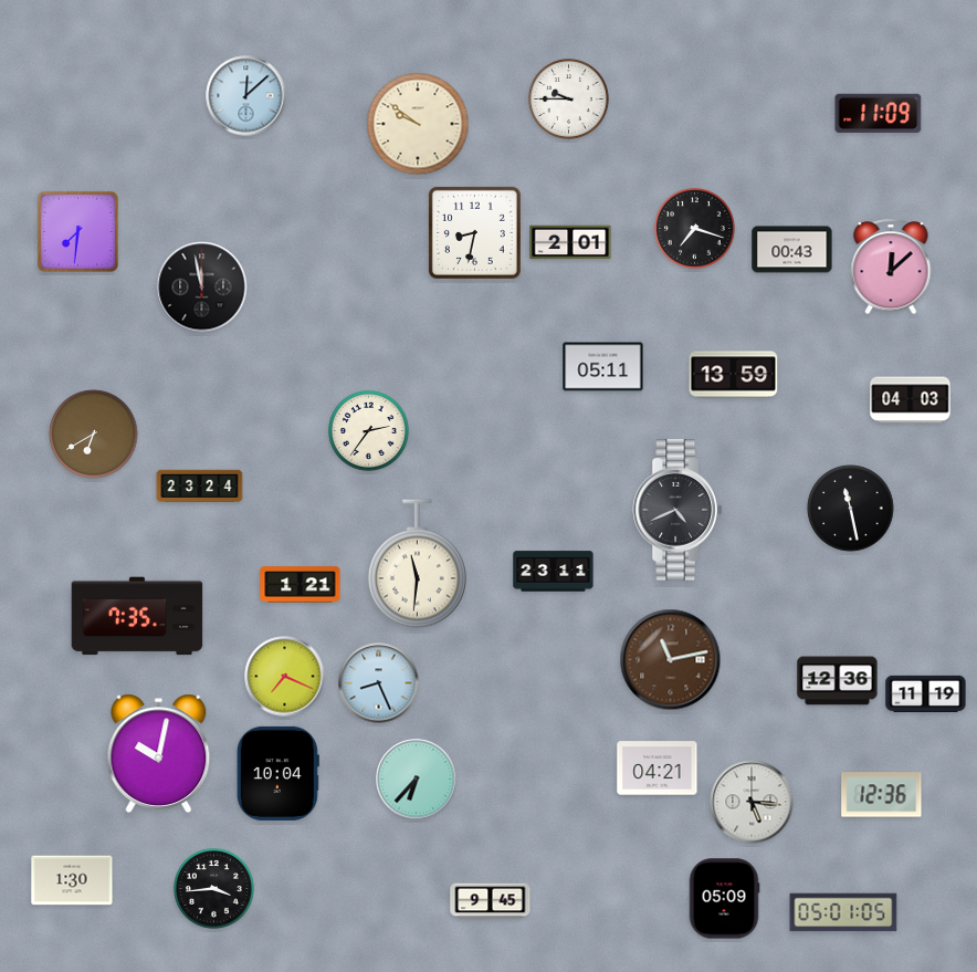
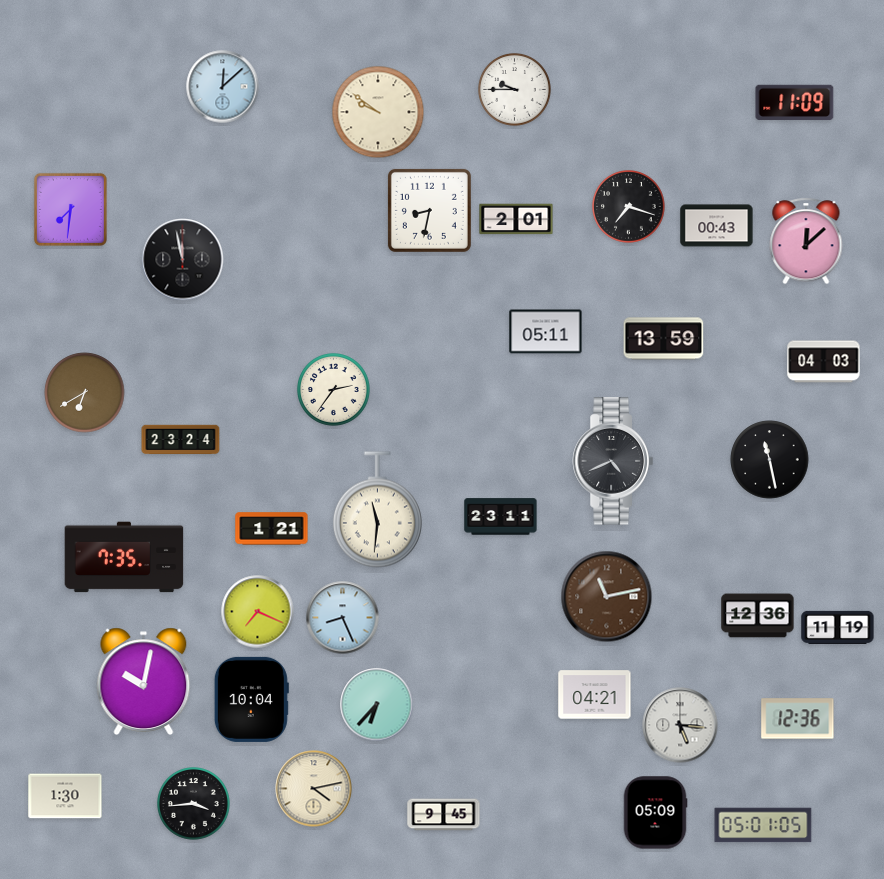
clock at (314, 789): none -> 4:13
